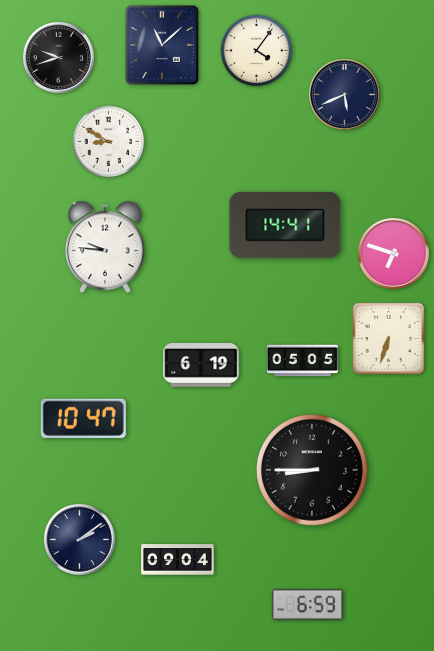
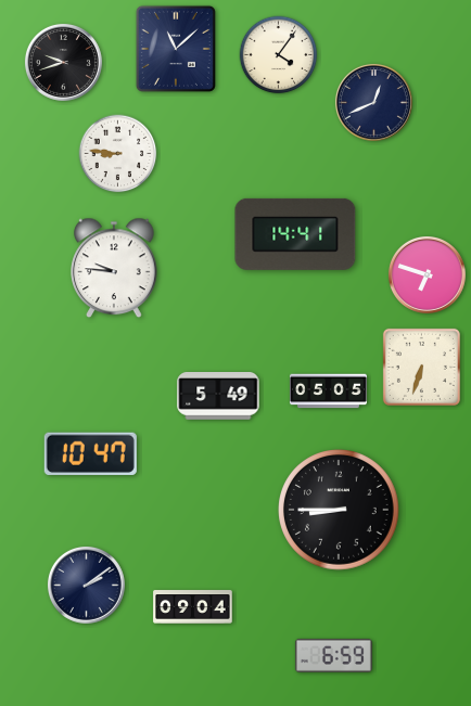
clock at (344, 94): 5:41 -> 12:41
clock at (109, 142): 8:50 -> 8:46
clock at (285, 225) position: (285, 225) -> (295, 234)
clock at (201, 366): 6:19 -> 5:49
